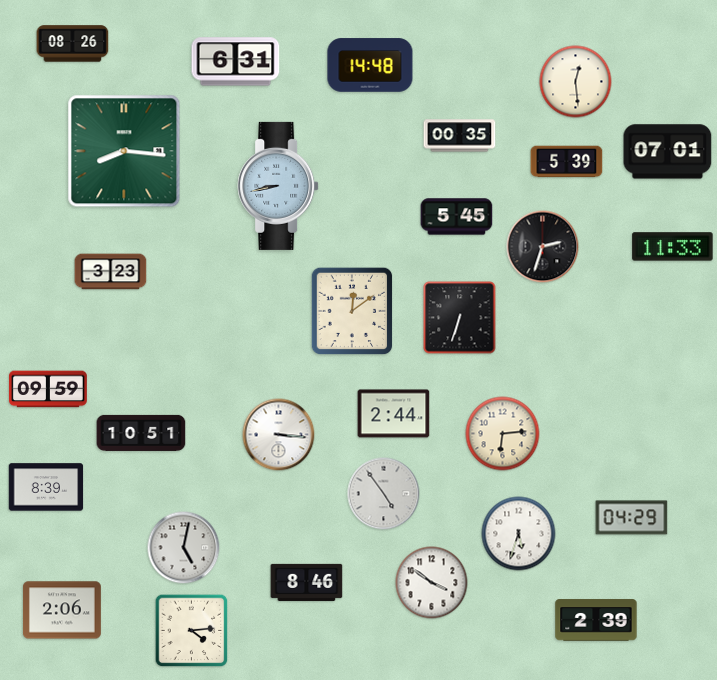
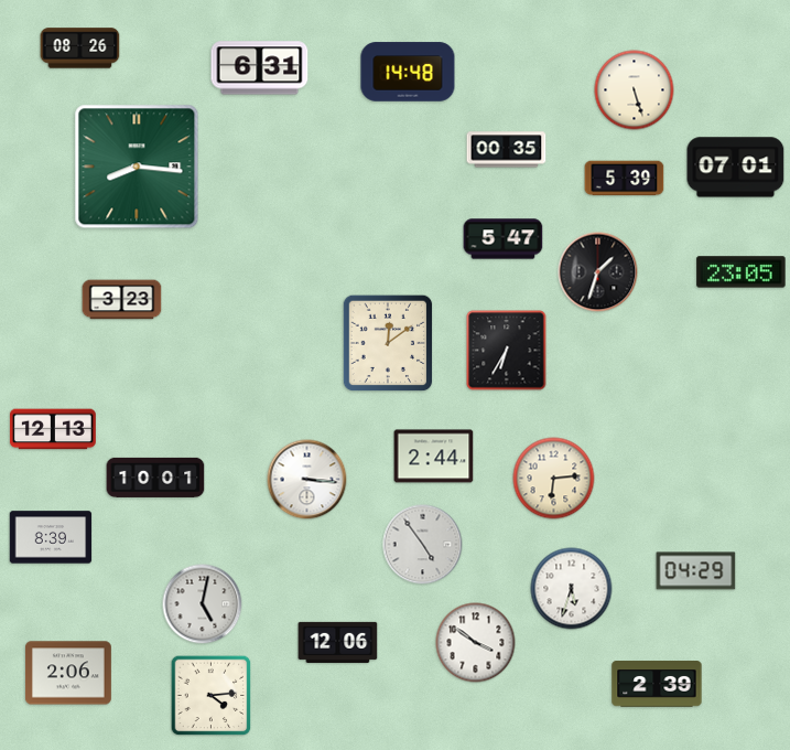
clock at (576, 82): 12:29 -> 5:27
clock at (278, 186): 8:43 -> none
clock at (457, 217): 5:45 -> 5:47
clock at (543, 247): 2:33 -> 1:33
clock at (673, 247): 11:33 -> 23:05
clock at (460, 318): 6:33 -> 6:35
clock at (48, 389): 09:59 -> 12:13
clock at (141, 433): 10:51 -> 10:01
clock at (307, 582): 8:46 -> 12:06
